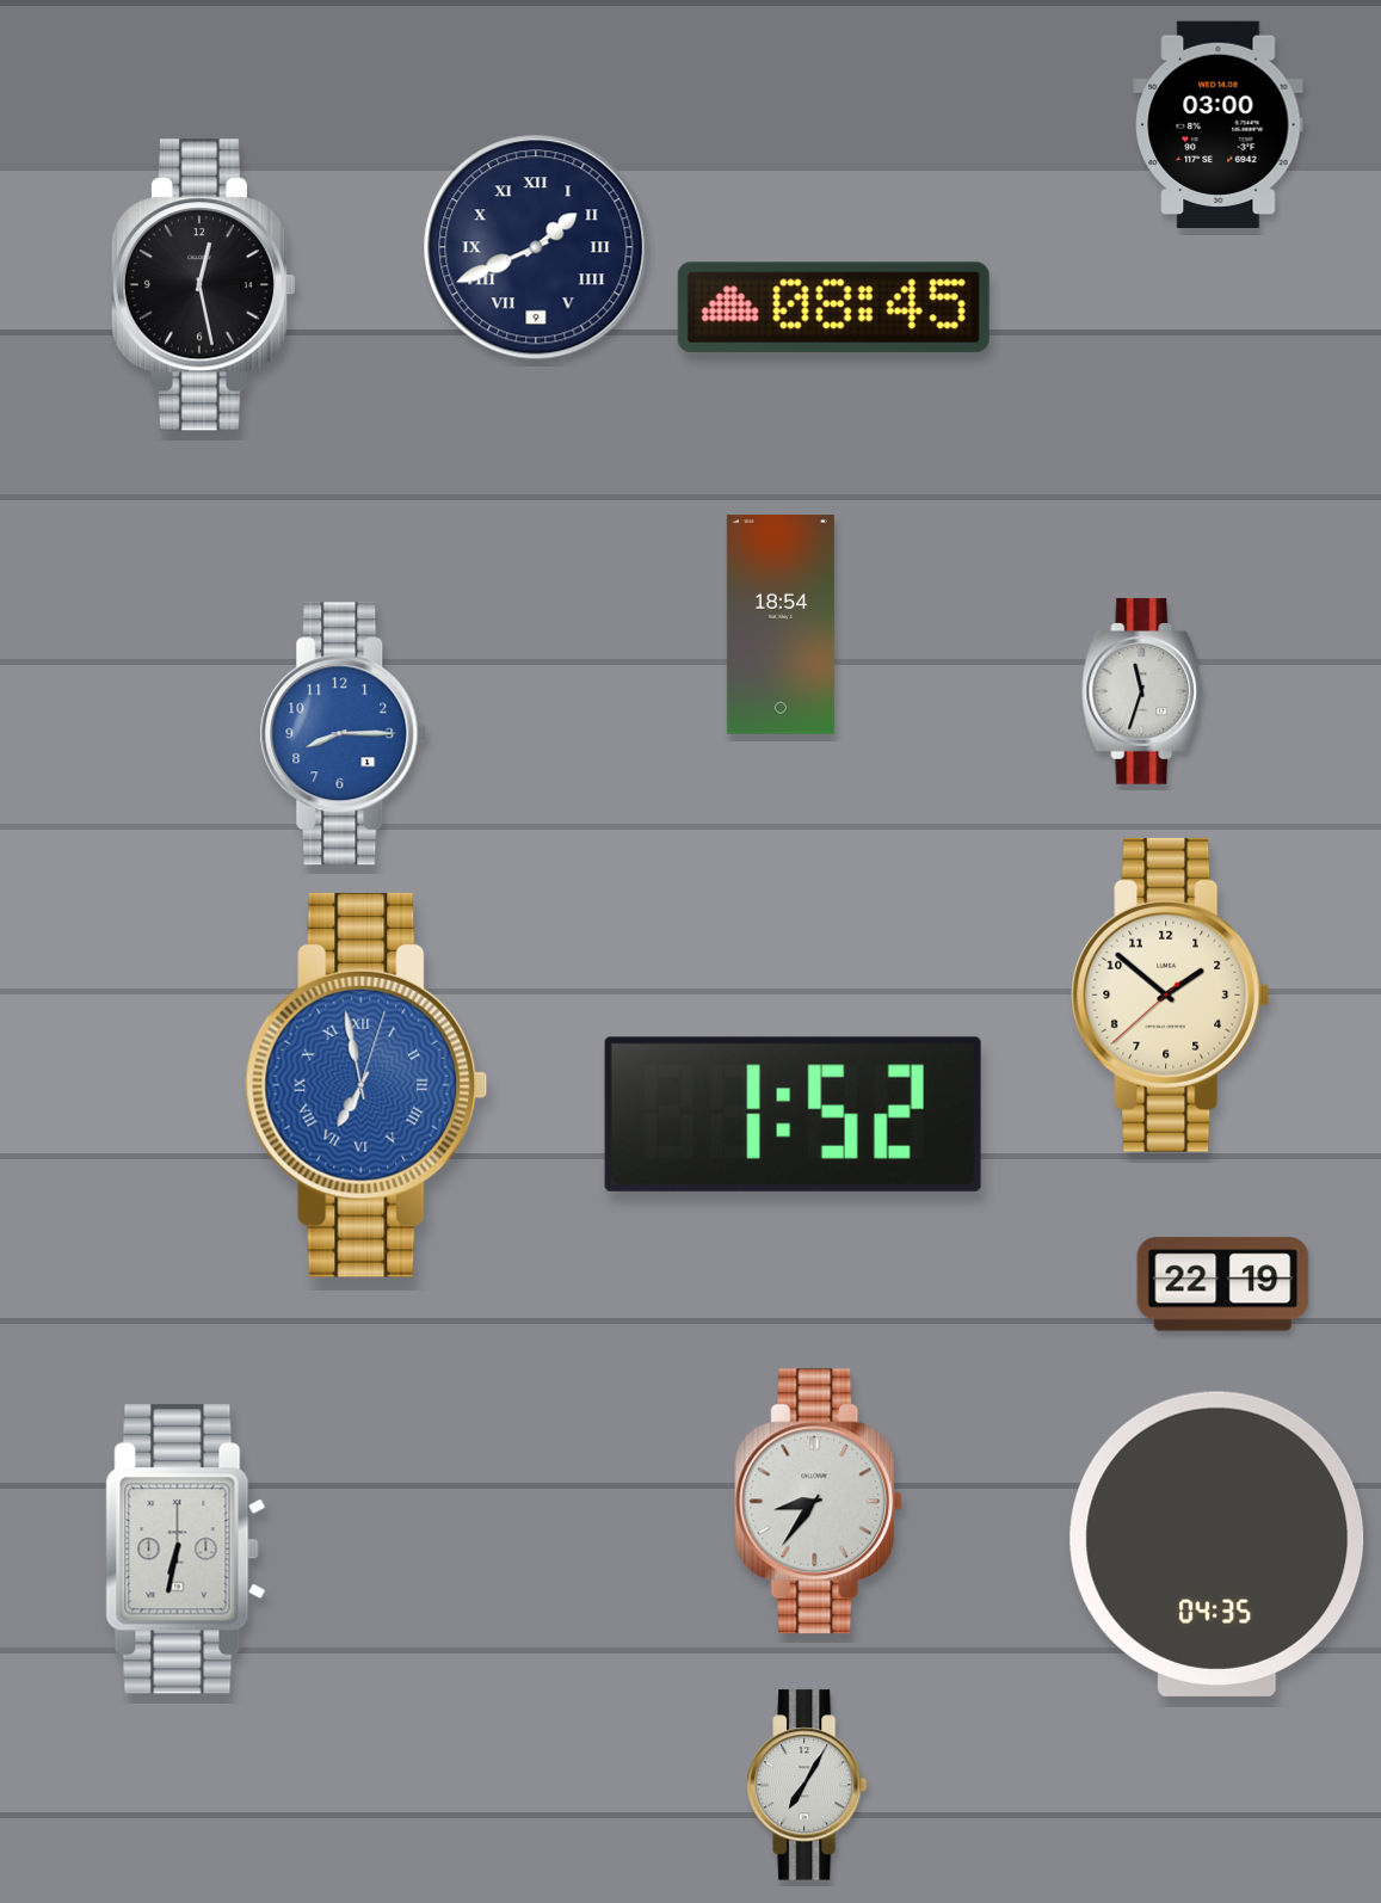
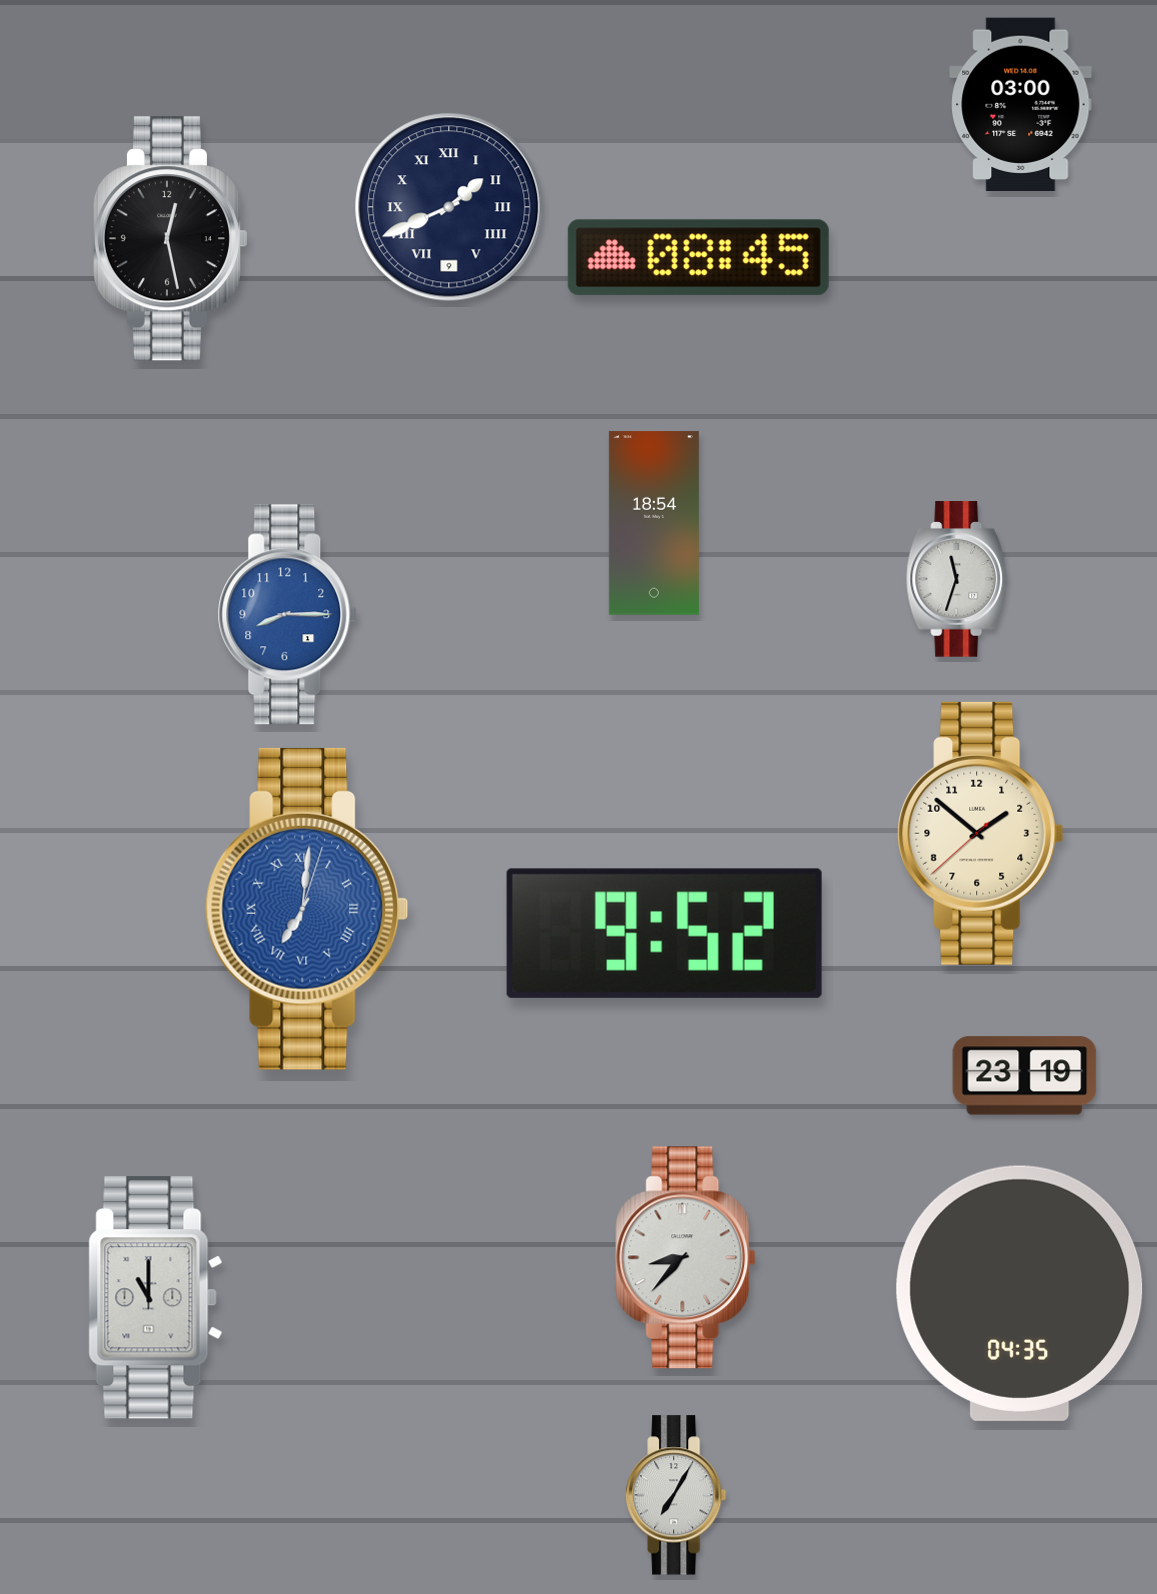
clock at (366, 1085): 6:58 -> 7:01
clock at (793, 1114): 1:52 -> 9:52
clock at (1223, 1285): 22:19 -> 23:19
clock at (819, 1502): 8:36 -> 8:37
clock at (186, 1550): 6:32 -> 11:00
